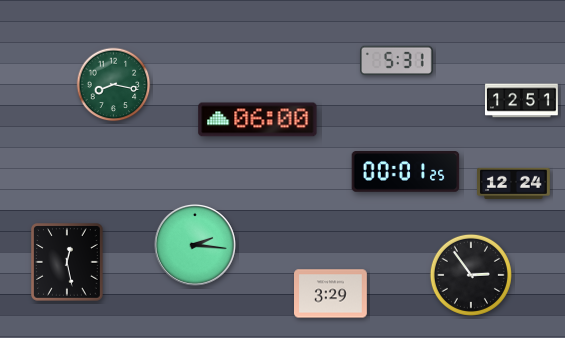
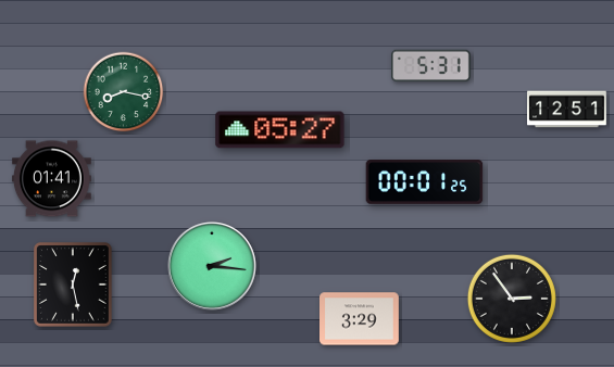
clock at (258, 120): 06:00 -> 05:27
clock at (52, 179): none -> 01:41
clock at (406, 172) position: (406, 172) -> (425, 182)
clock at (514, 183): 12:24 -> none
